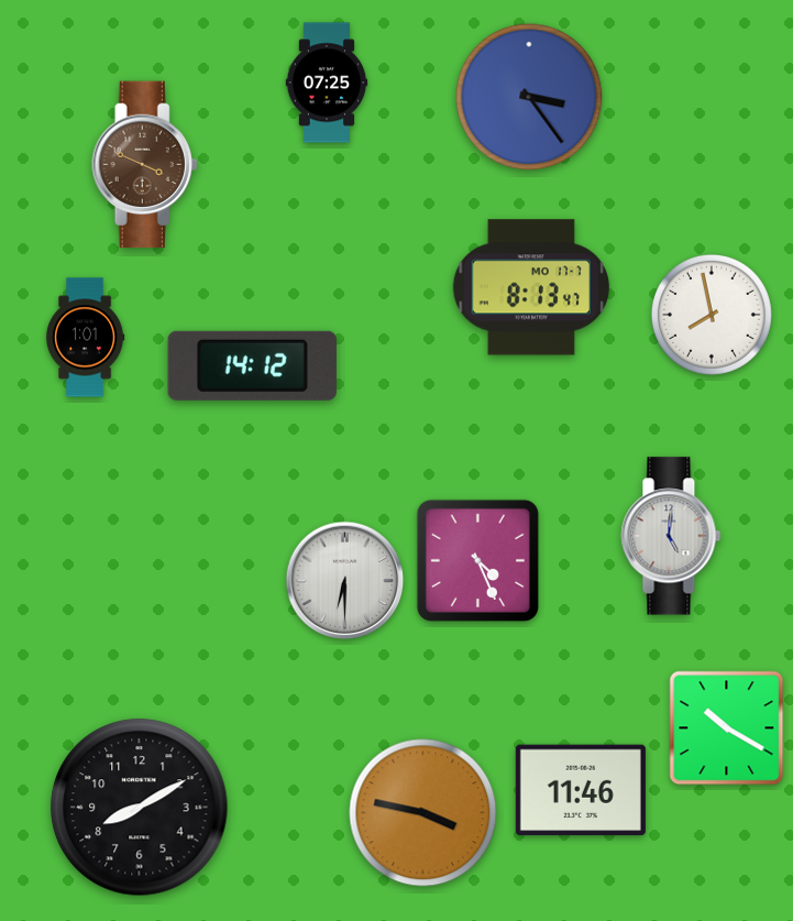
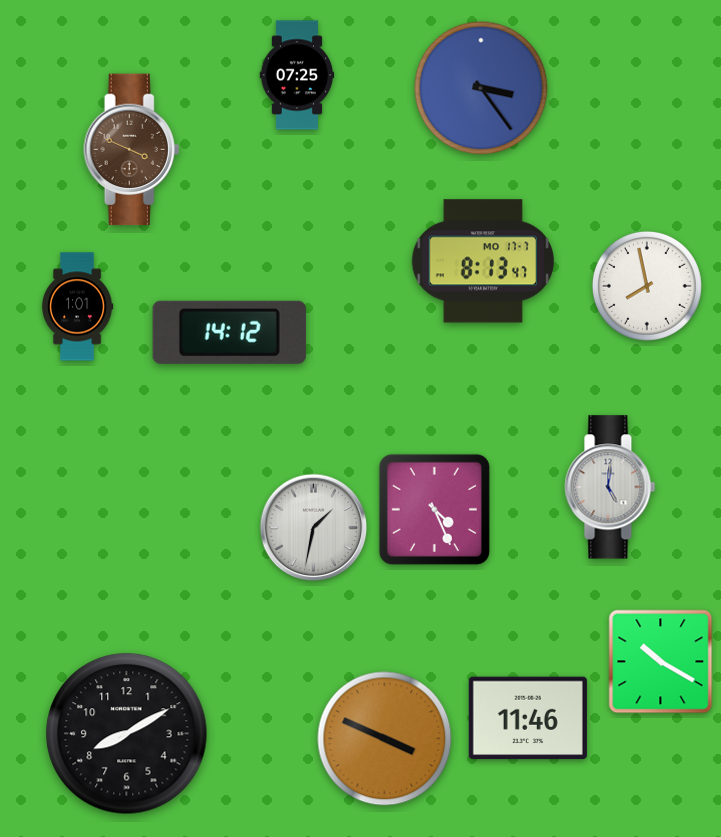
clock at (345, 581): 6:30 -> 1:32
clock at (423, 813): 3:47 -> 3:49
